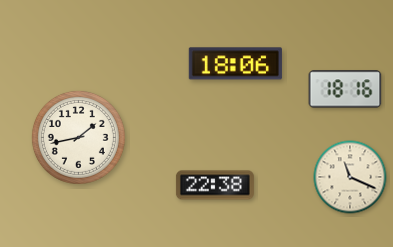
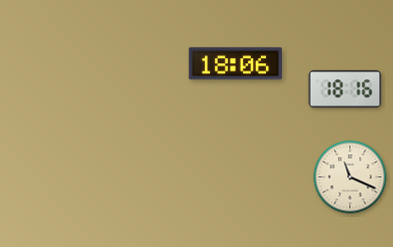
clock at (78, 137): 1:43 -> none
clock at (215, 185): 22:38 -> none
